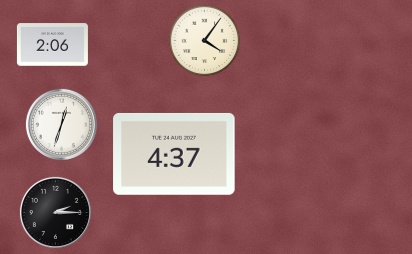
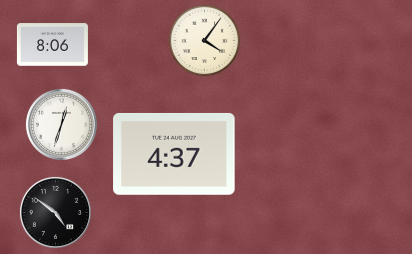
clock at (52, 45): 2:06 -> 8:06
clock at (55, 212): 2:15 -> 4:51
